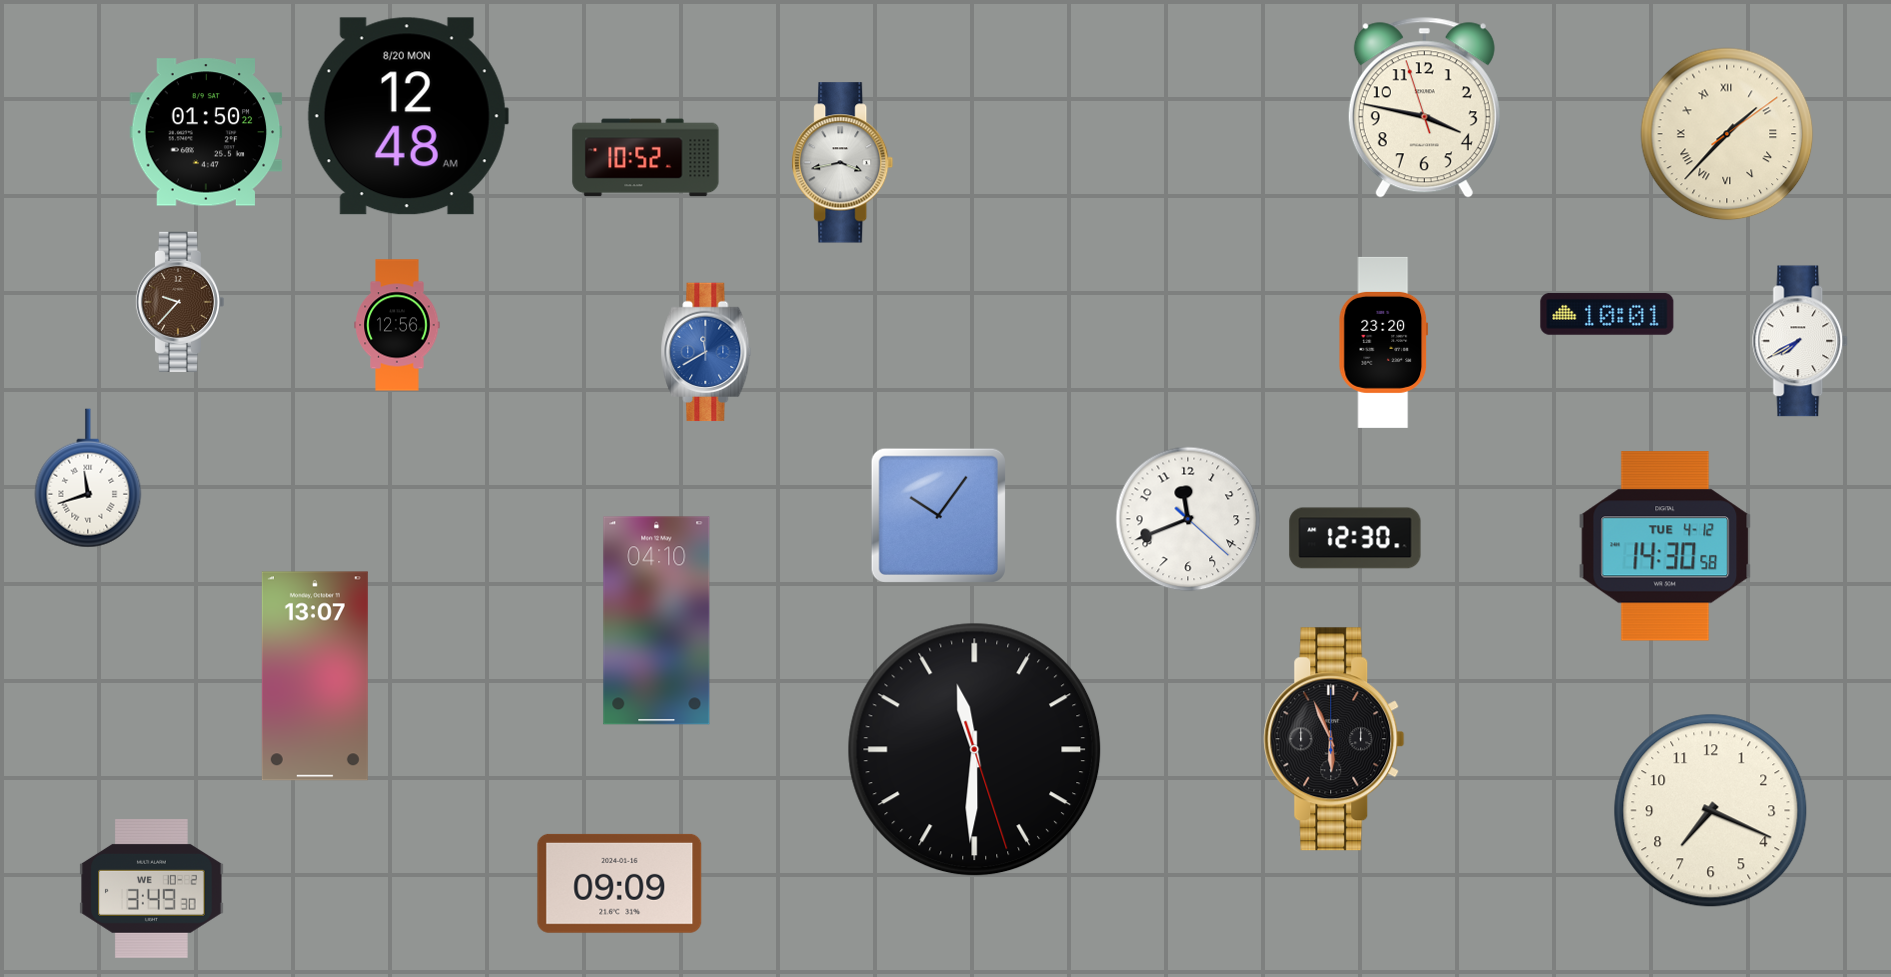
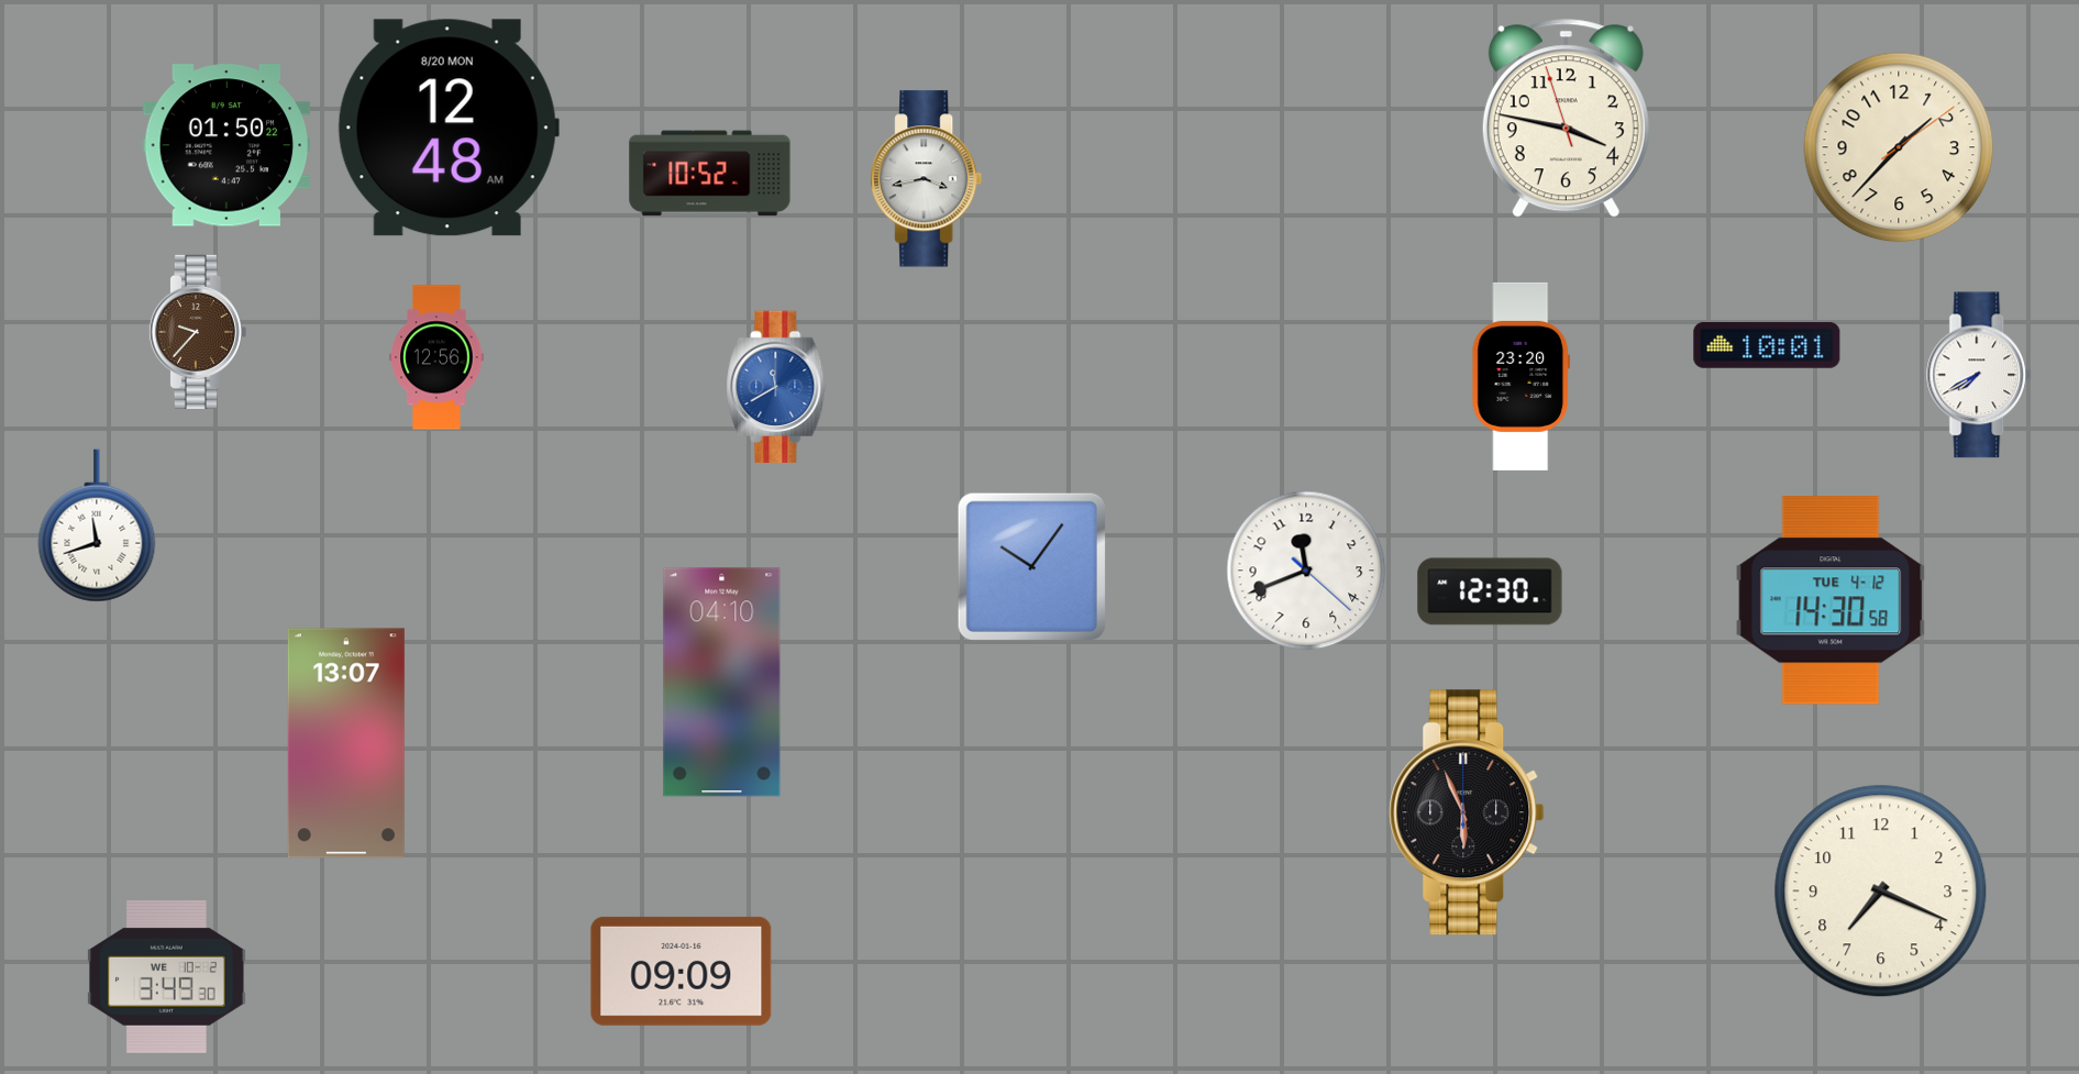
clock at (1727, 134) numerals: Roman -> Arabic
clock at (975, 750): 11:30 -> none
